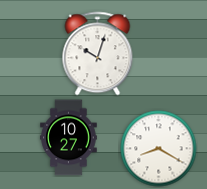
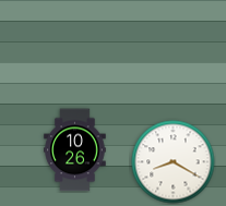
clock at (98, 54): 10:03 -> none
clock at (69, 138): 10:27 -> 10:26
